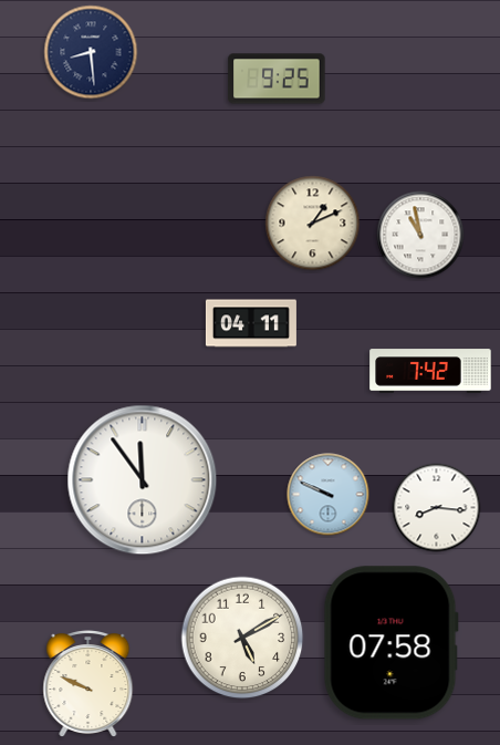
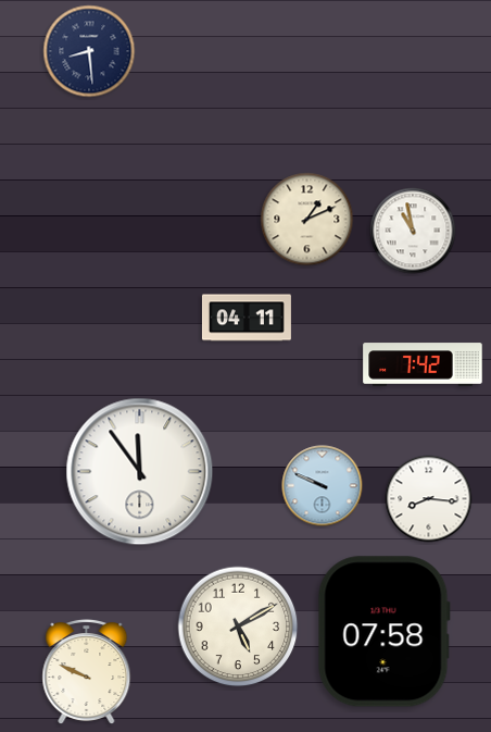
clock at (277, 79): 9:25 -> none
